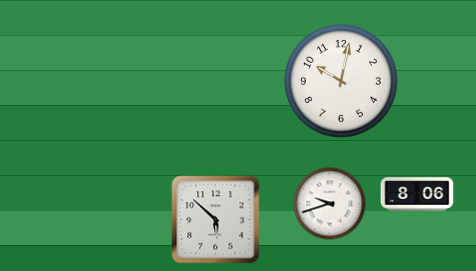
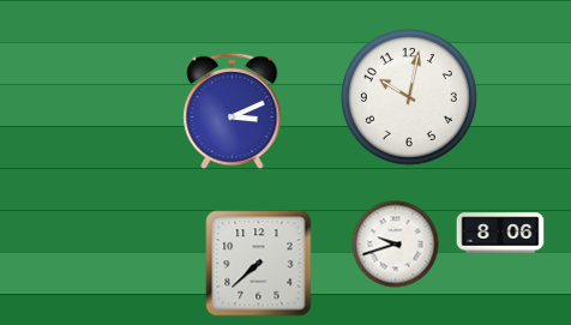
clock at (233, 112): none -> 3:11
clock at (216, 220): 5:52 -> 7:38
